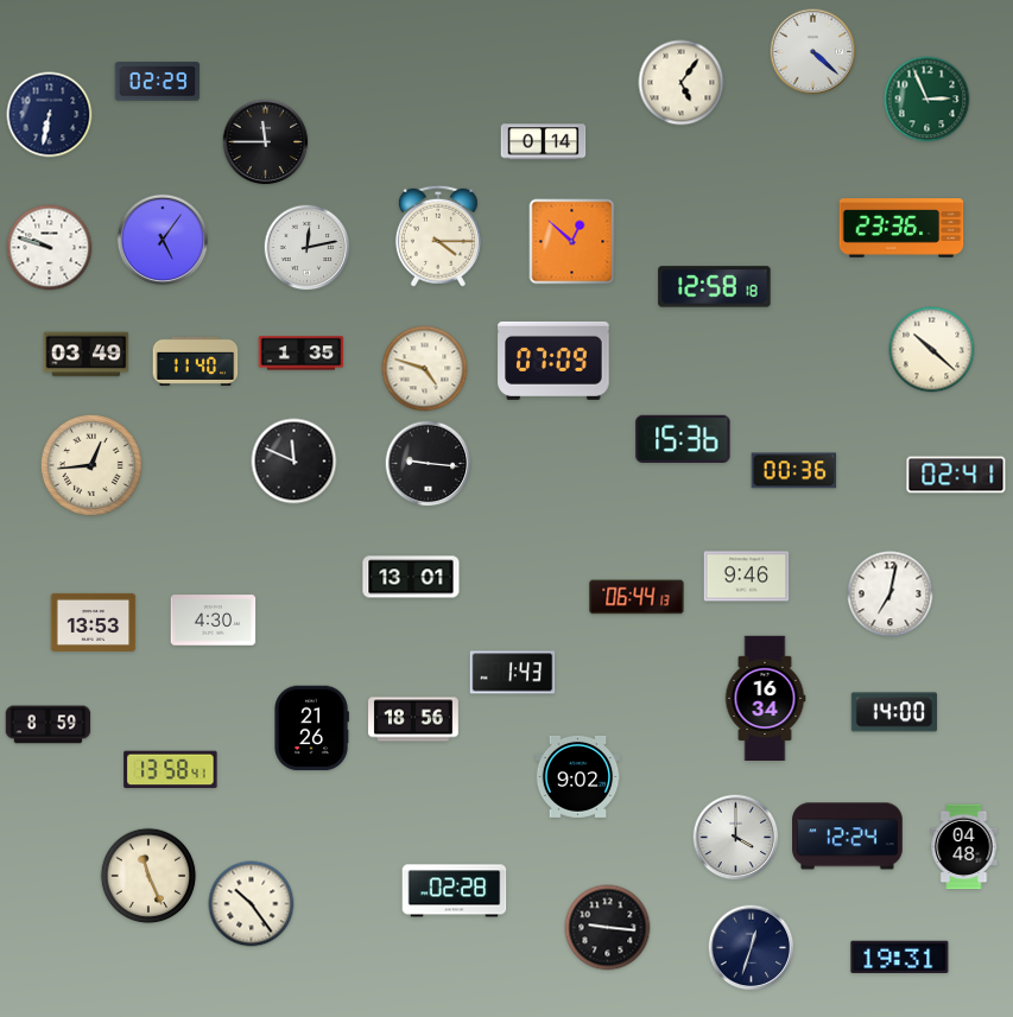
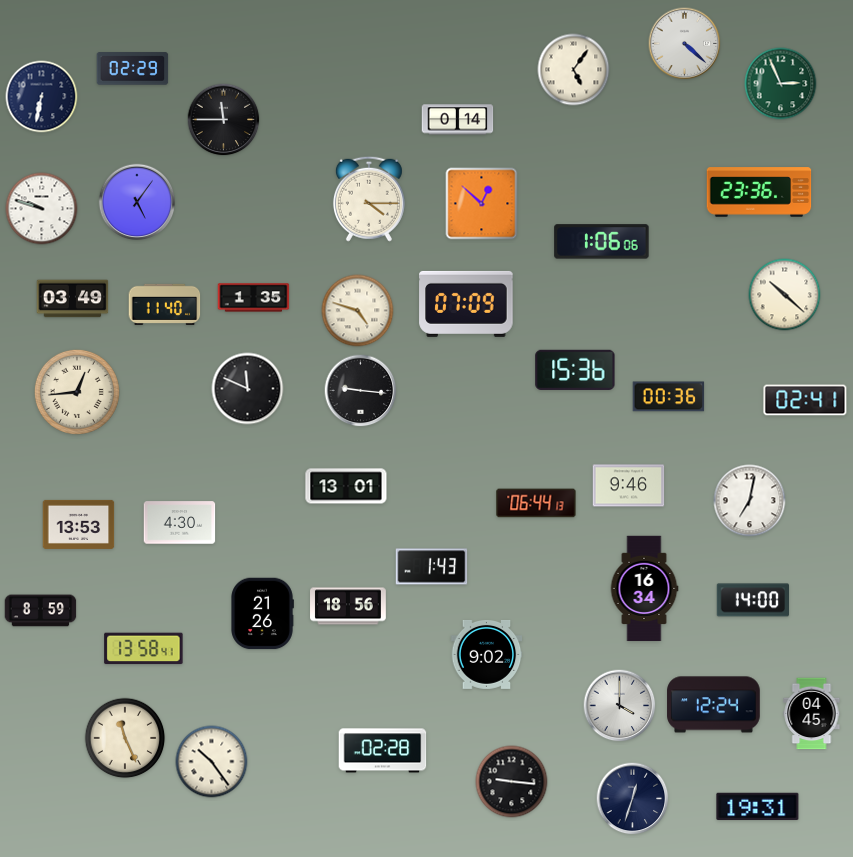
clock at (308, 248): 12:13 -> none
clock at (715, 287): 12:58 -> 1:06
clock at (964, 847): 04:48 -> 04:45
